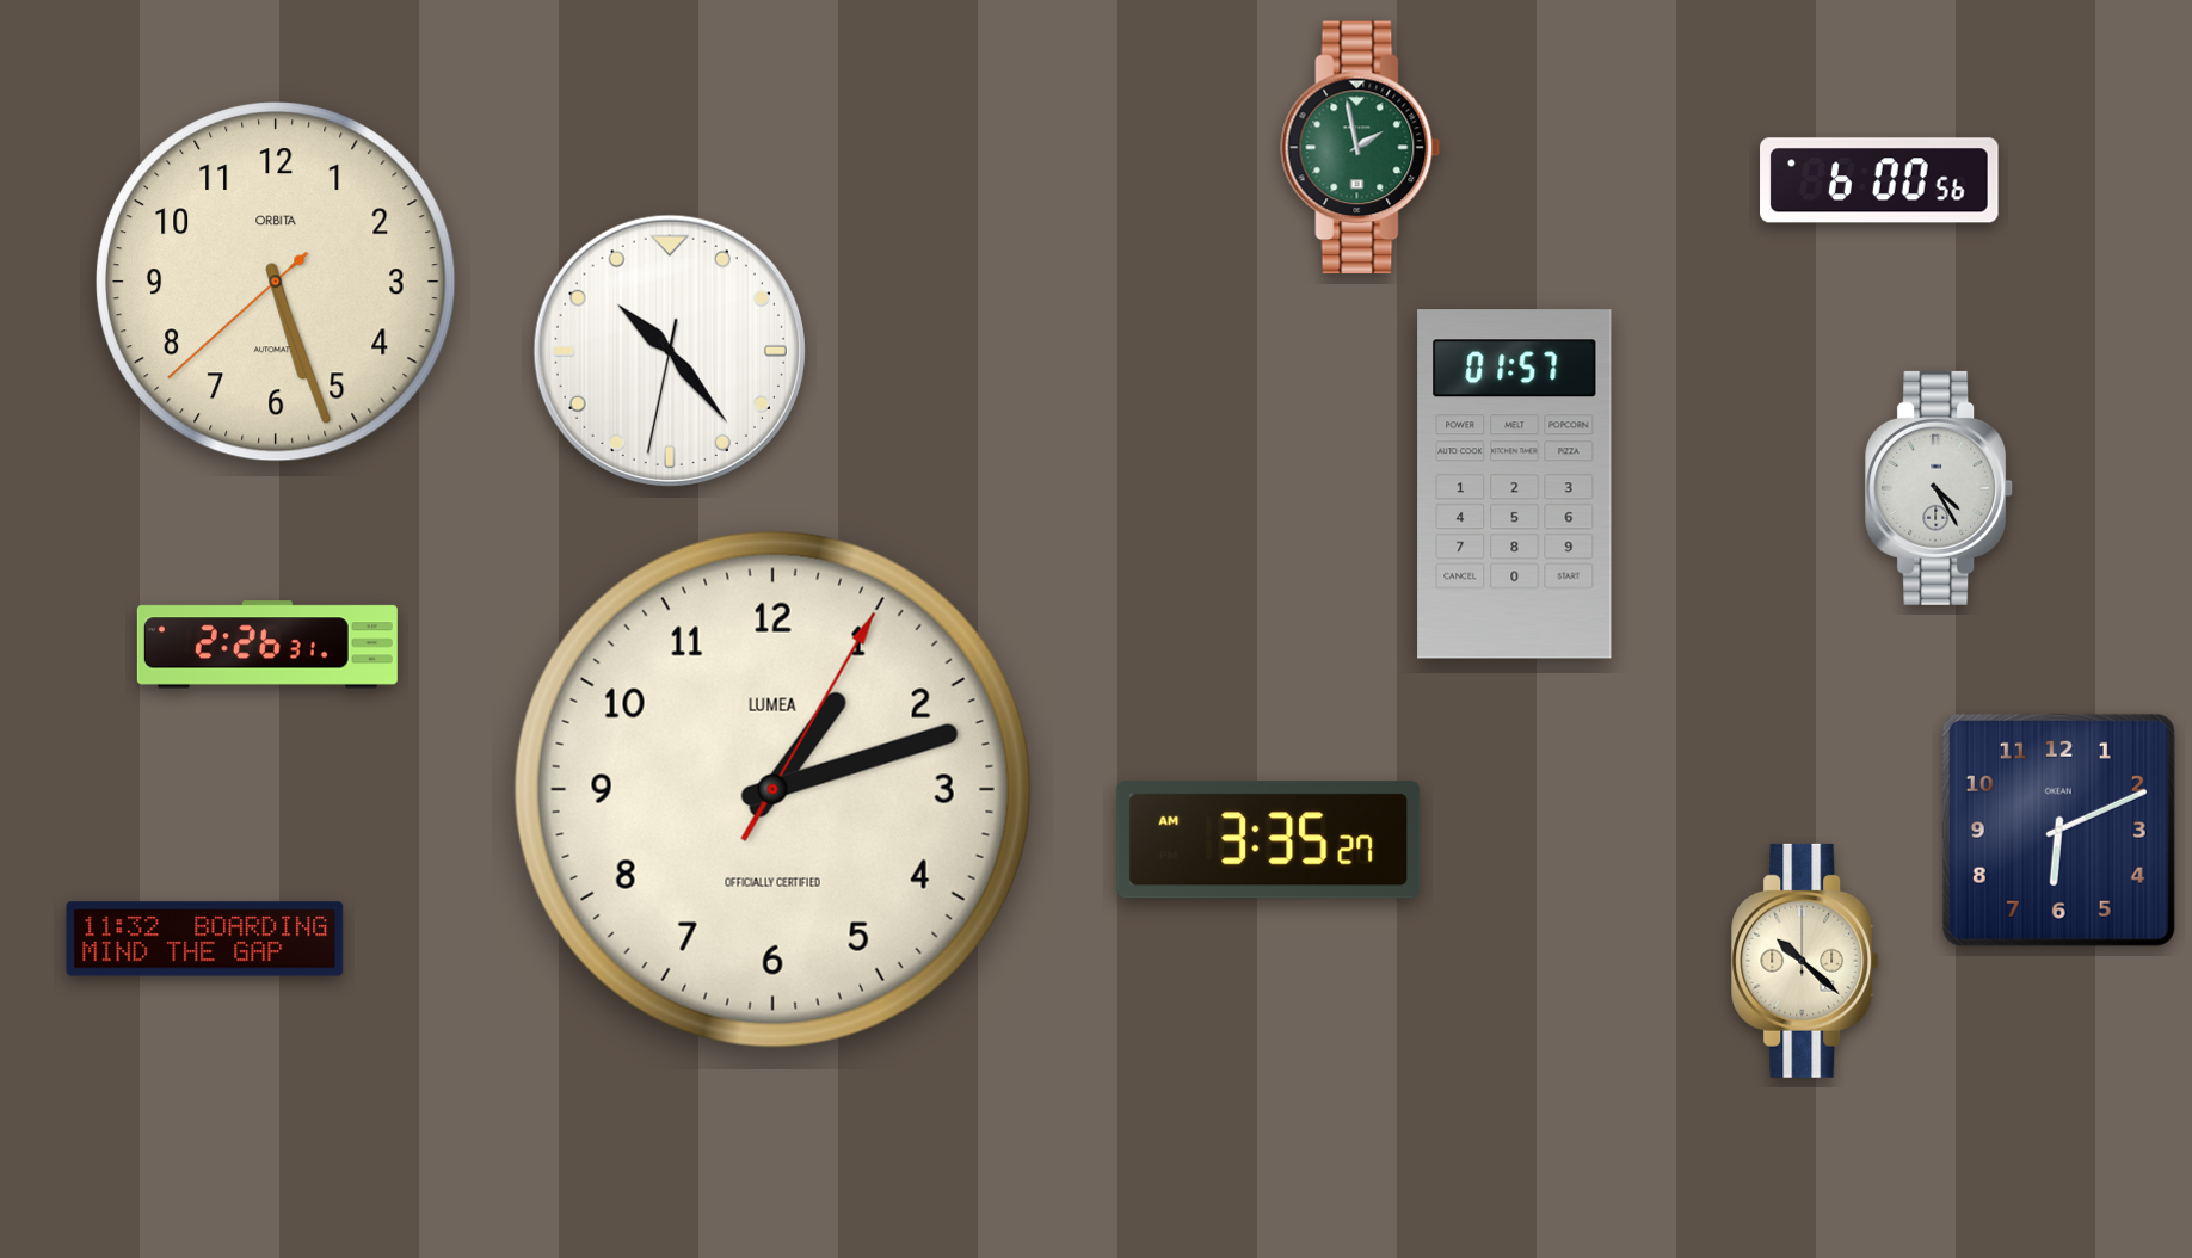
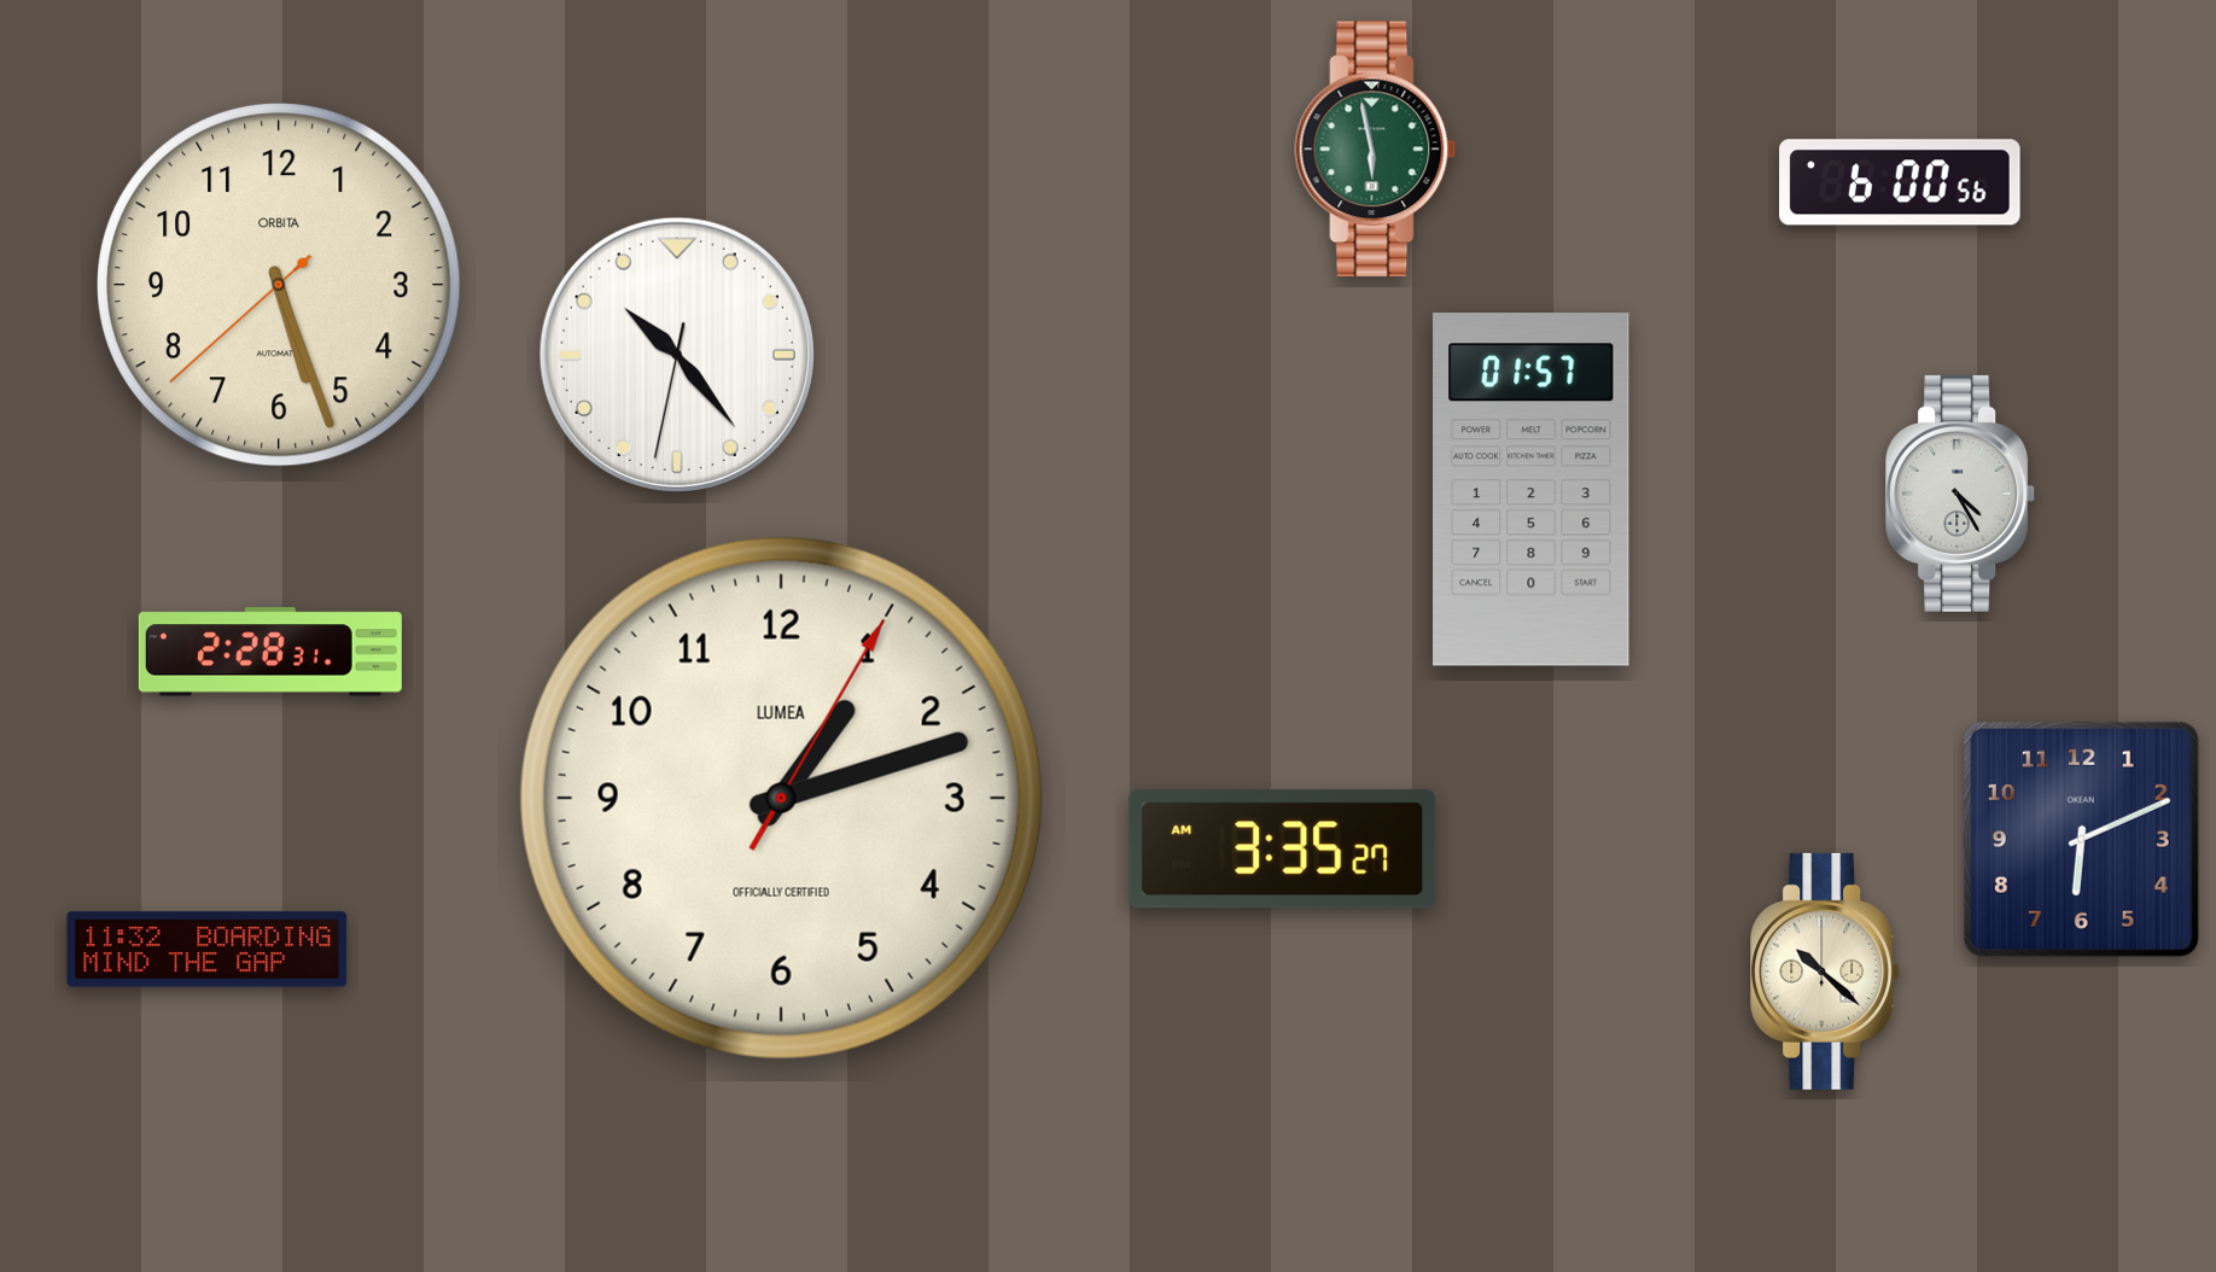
clock at (1361, 148): 1:58 -> 5:58
clock at (267, 645): 2:26 -> 2:28
